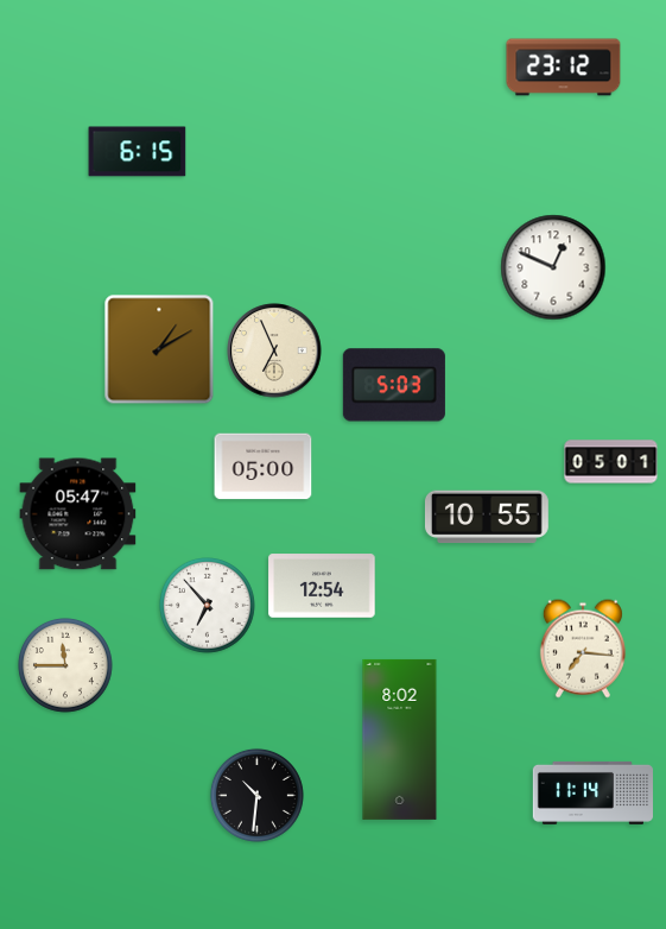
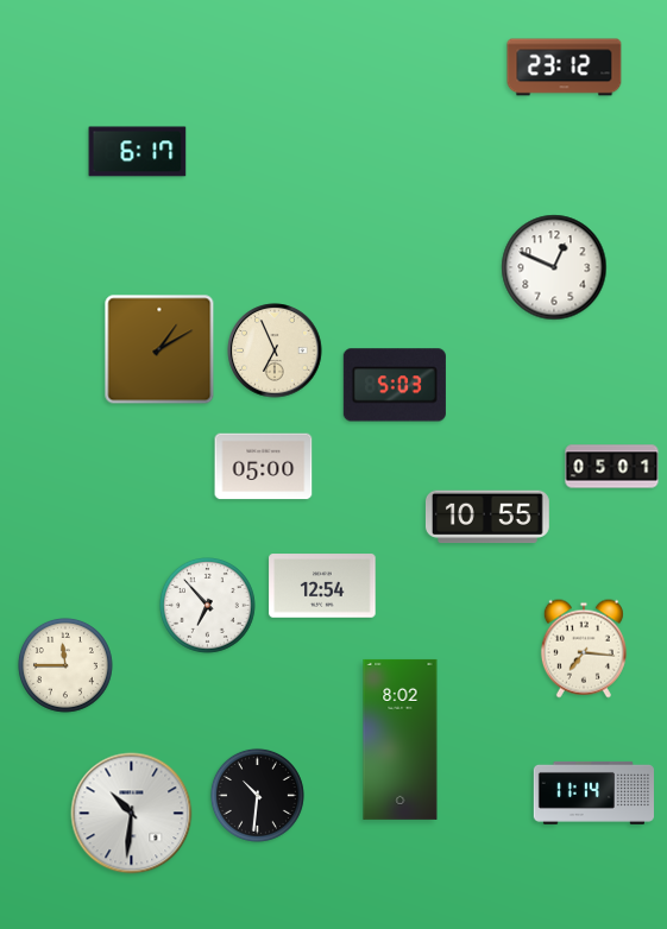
clock at (138, 152): 6:15 -> 6:17
clock at (611, 462) position: (611, 462) -> (612, 467)
clock at (78, 514): 05:47 -> none
clock at (132, 814): none -> 10:31
